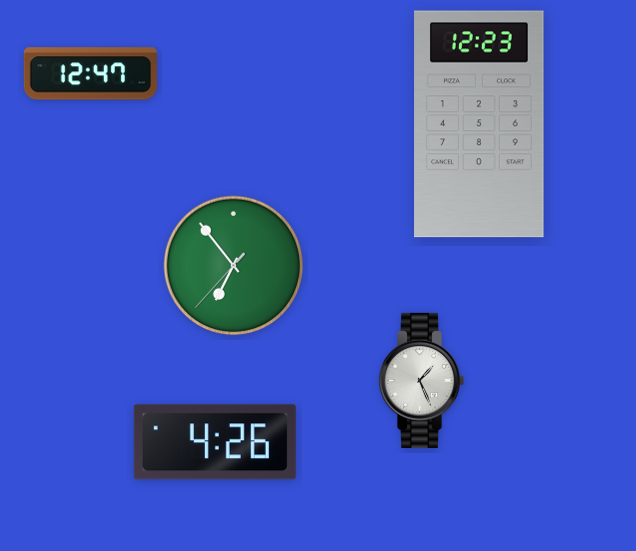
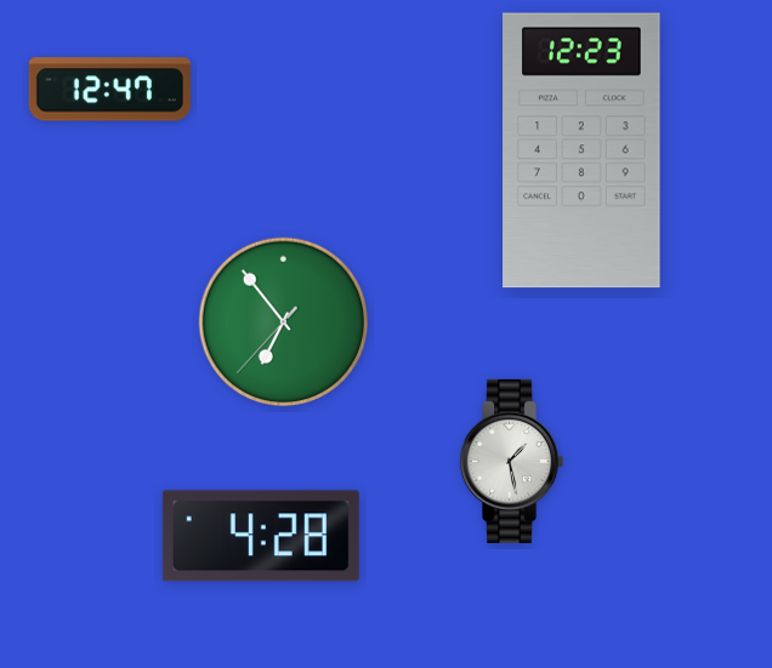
clock at (422, 380): 1:26 -> 1:28
clock at (215, 442): 4:26 -> 4:28
